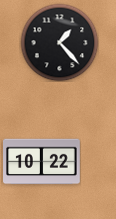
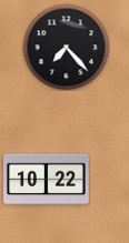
clock at (59, 42): 1:23 -> 7:23
